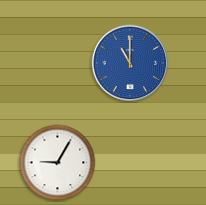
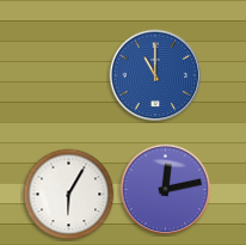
clock at (166, 190): none -> 12:13
clock at (58, 163): 9:05 -> 6:05
